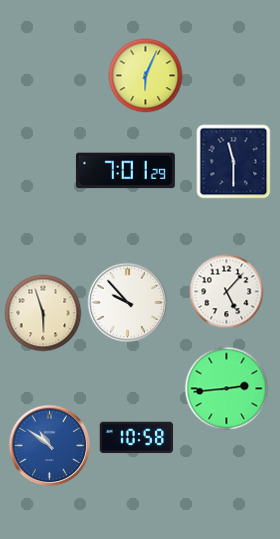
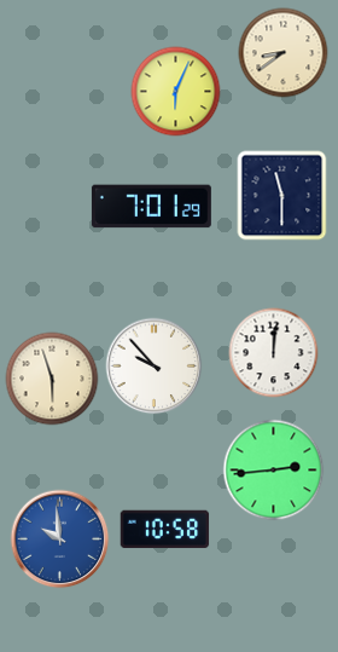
clock at (284, 53): none -> 8:39
clock at (227, 292): 5:07 -> 12:01
clock at (50, 446): 10:51 -> 9:59
